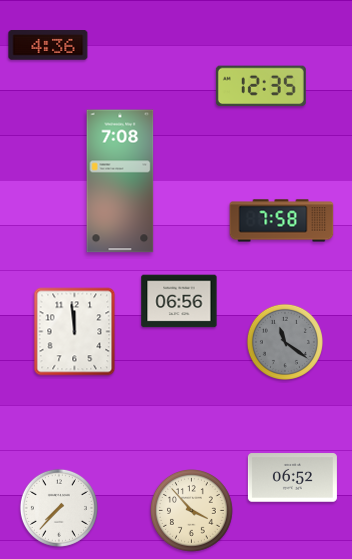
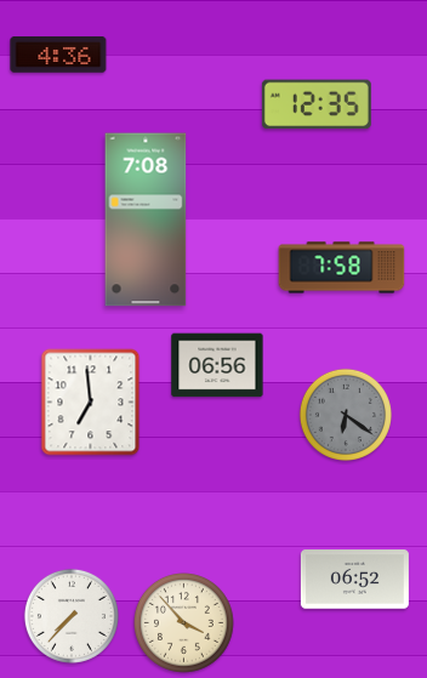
clock at (75, 332): 11:59 -> 6:59
clock at (285, 342): 11:21 -> 6:21
clock at (192, 511) position: (192, 511) -> (184, 623)
